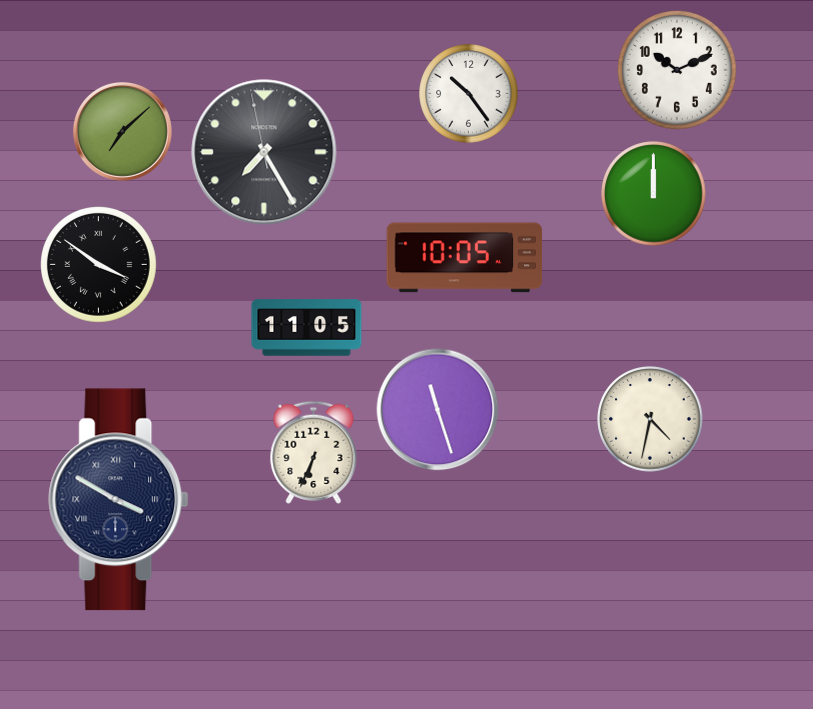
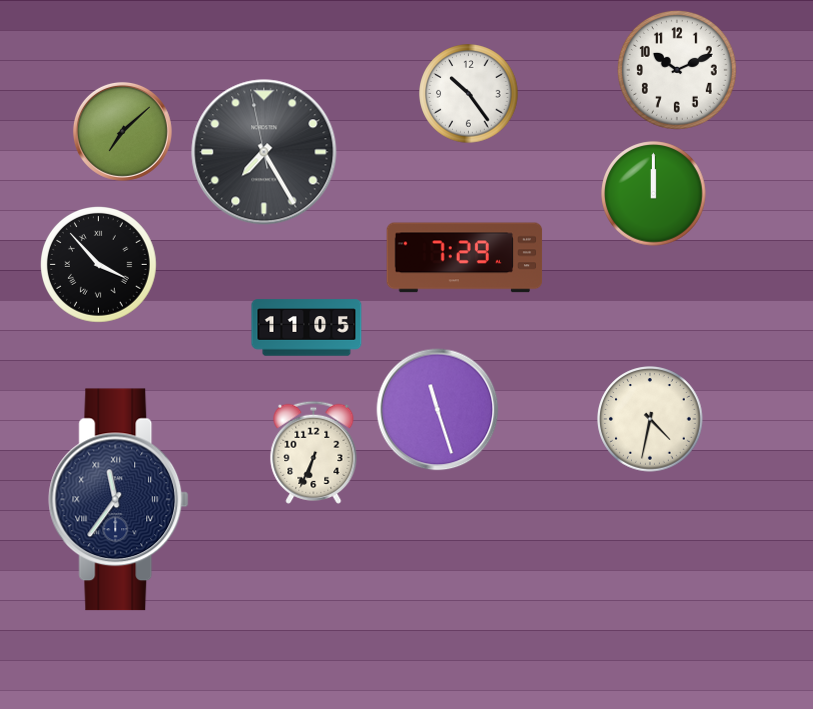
clock at (465, 258): 10:05 -> 7:29
clock at (99, 265): 3:51 -> 3:53
clock at (119, 500): 3:50 -> 11:36
